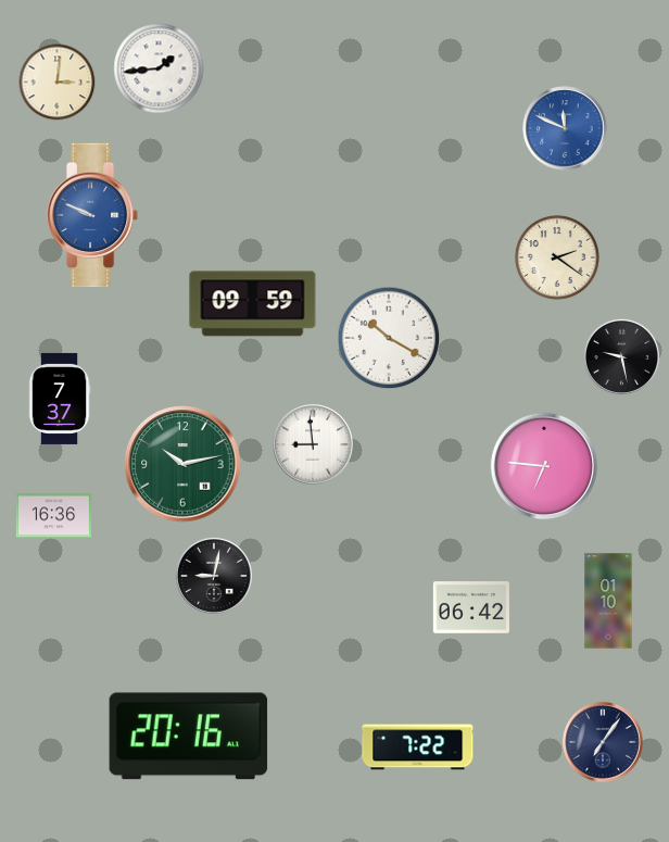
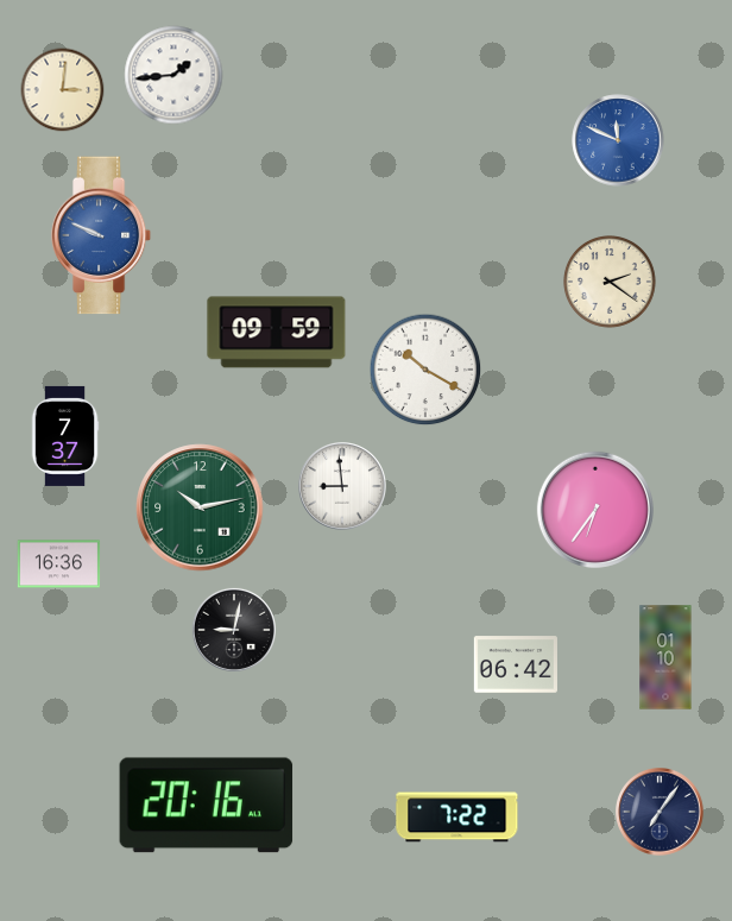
clock at (621, 356): 9:28 -> none
clock at (544, 466): 6:46 -> 6:36
